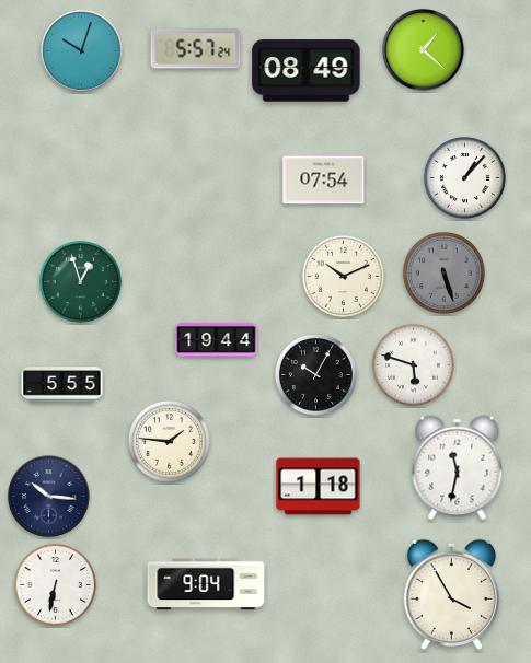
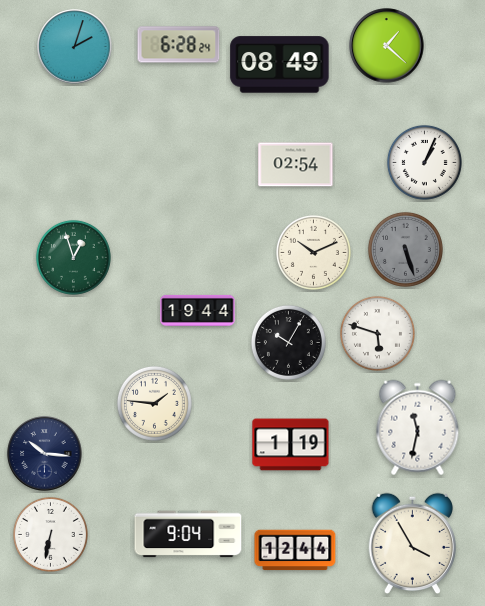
clock at (196, 49): 5:57 -> 6:28
clock at (82, 51): 10:03 -> 2:03
clock at (464, 177): 1:07 -> 1:04
clock at (324, 181): 07:54 -> 02:54
clock at (62, 385): 5:55 -> none
clock at (319, 487): 1:18 -> 1:19
clock at (295, 550): none -> 12:44
